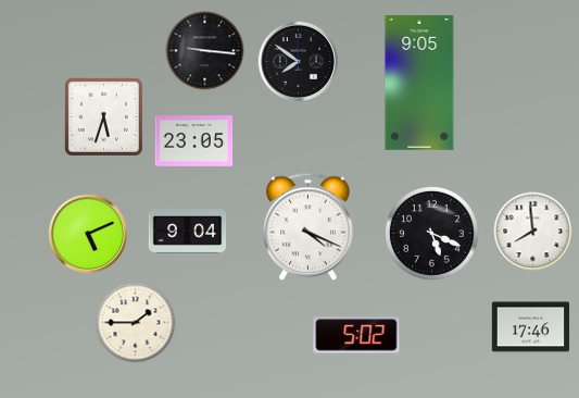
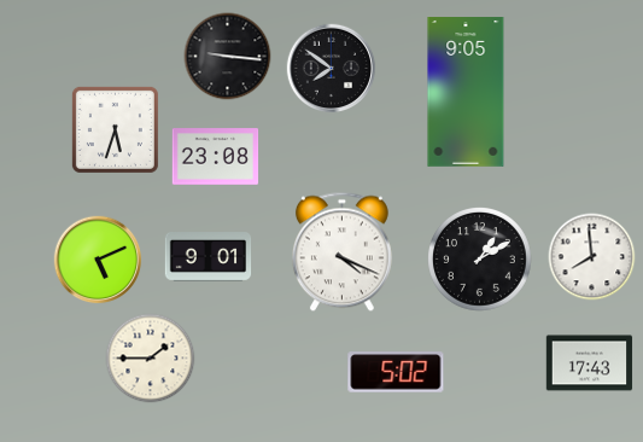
clock at (194, 141): 23:05 -> 23:08
clock at (188, 232): 9:04 -> 9:01
clock at (432, 234): 5:19 -> 1:10
clock at (531, 327): 17:46 -> 17:43
